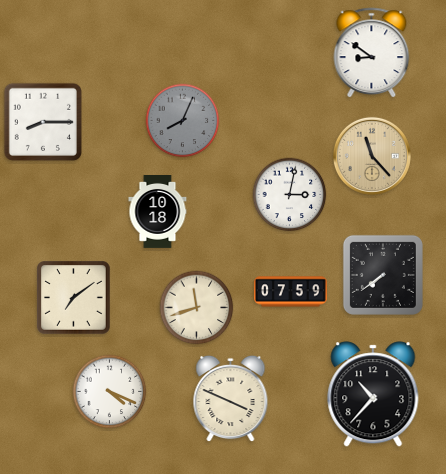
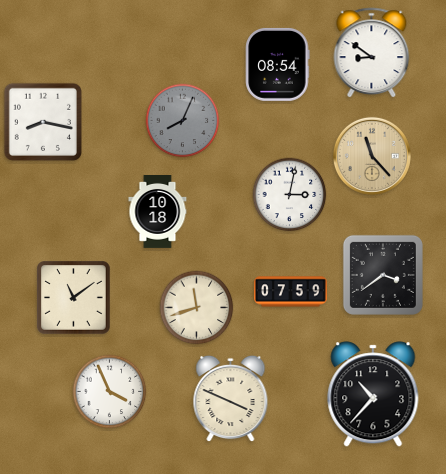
clock at (278, 64): none -> 08:54
clock at (43, 122): 8:15 -> 8:17
clock at (383, 275): 7:39 -> 3:39
clock at (74, 298): 7:09 -> 11:09
clock at (110, 392): 4:19 -> 3:56
